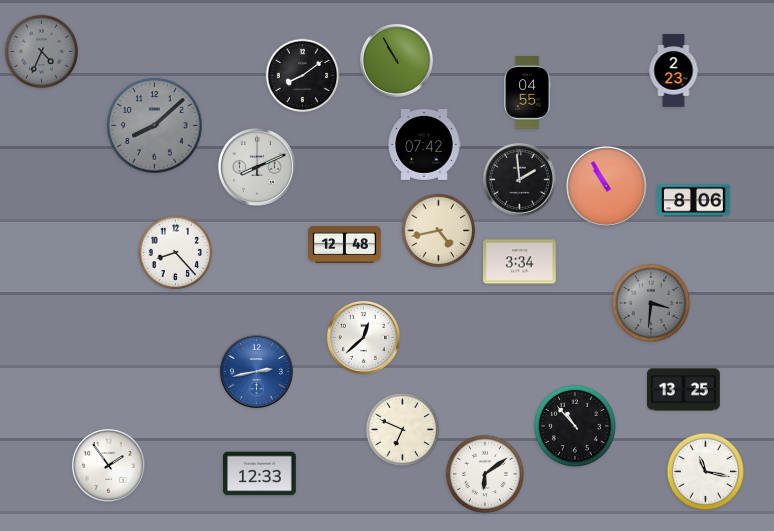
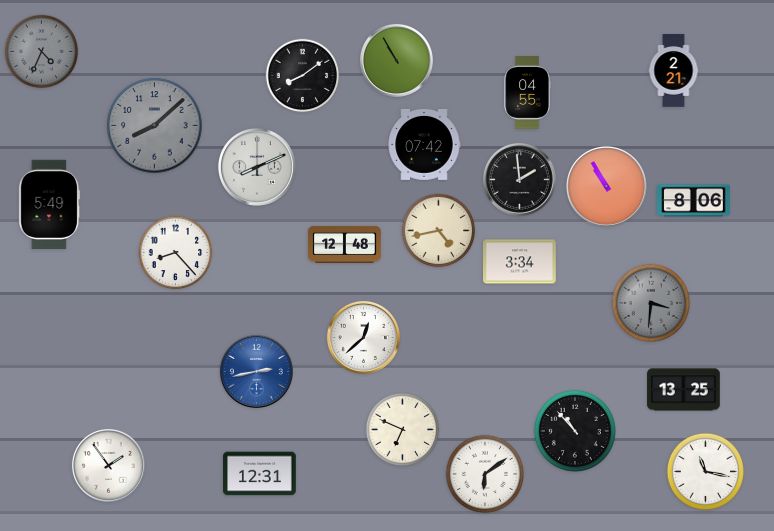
clock at (674, 71): 2:23 -> 2:21
clock at (50, 204): none -> 5:49
clock at (575, 426) position: (575, 426) -> (575, 431)
clock at (260, 474): 12:33 -> 12:31
